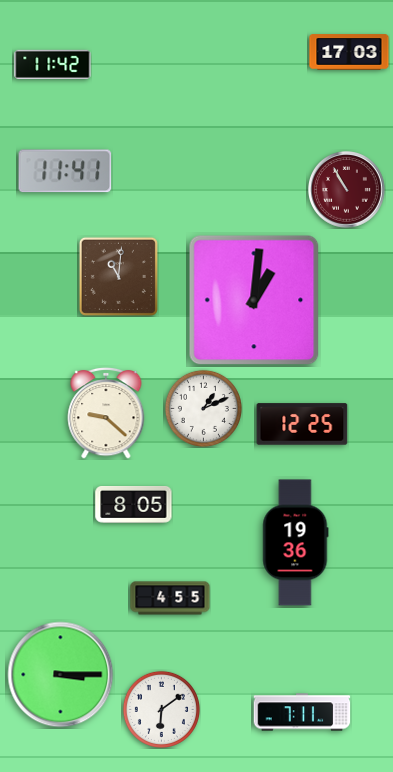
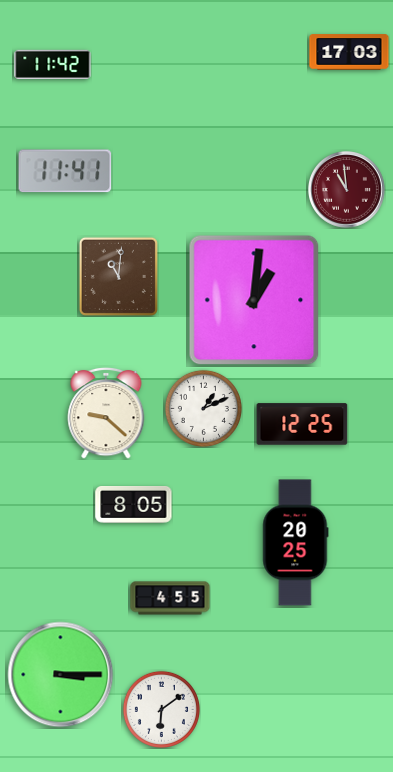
clock at (347, 190): 10:55 -> 10:59
clock at (296, 543): 19:36 -> 20:25
clock at (302, 712): 7:11 -> none
